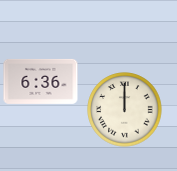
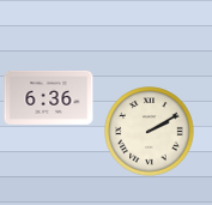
clock at (125, 110): 12:00 -> 2:10
